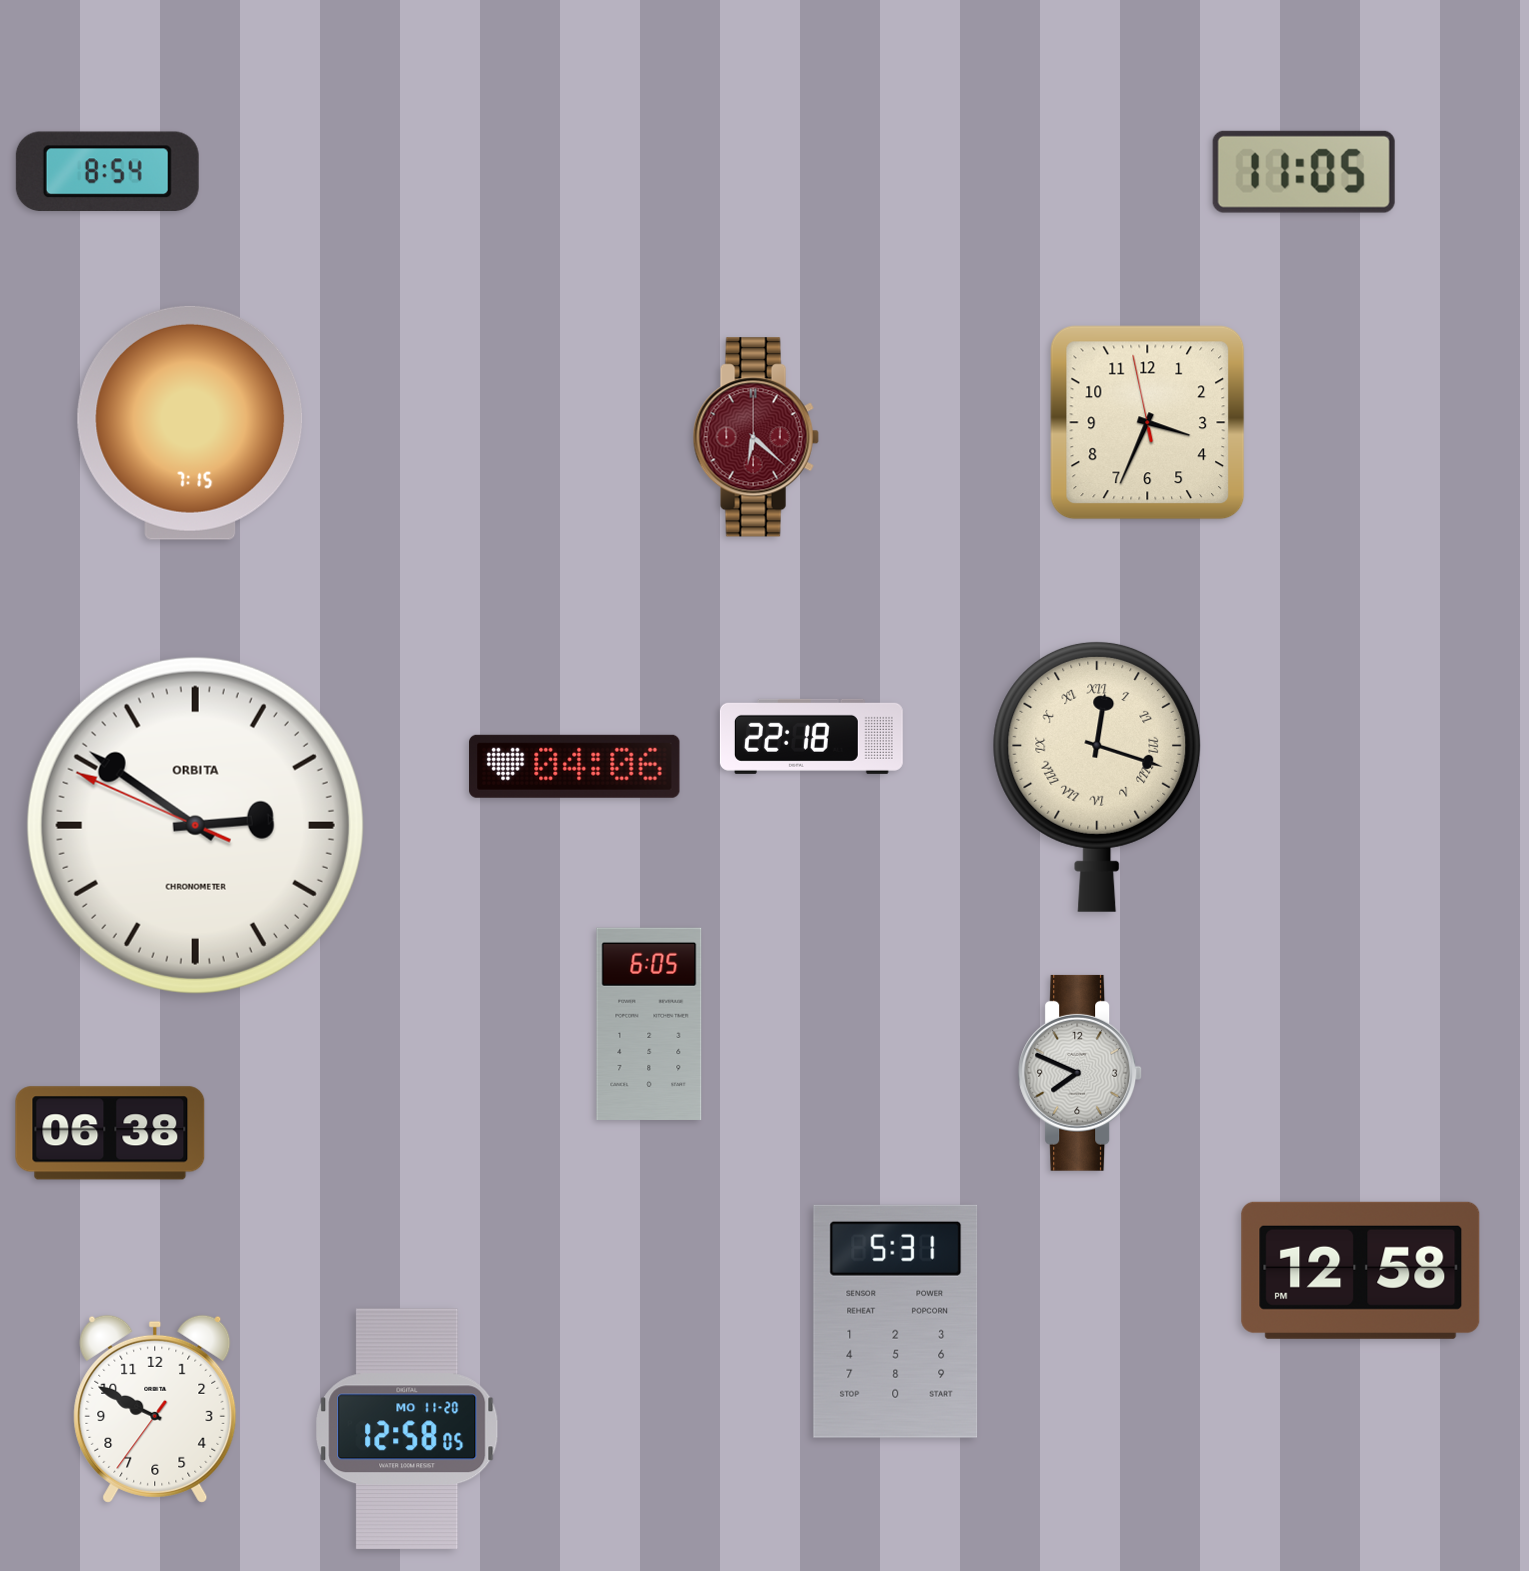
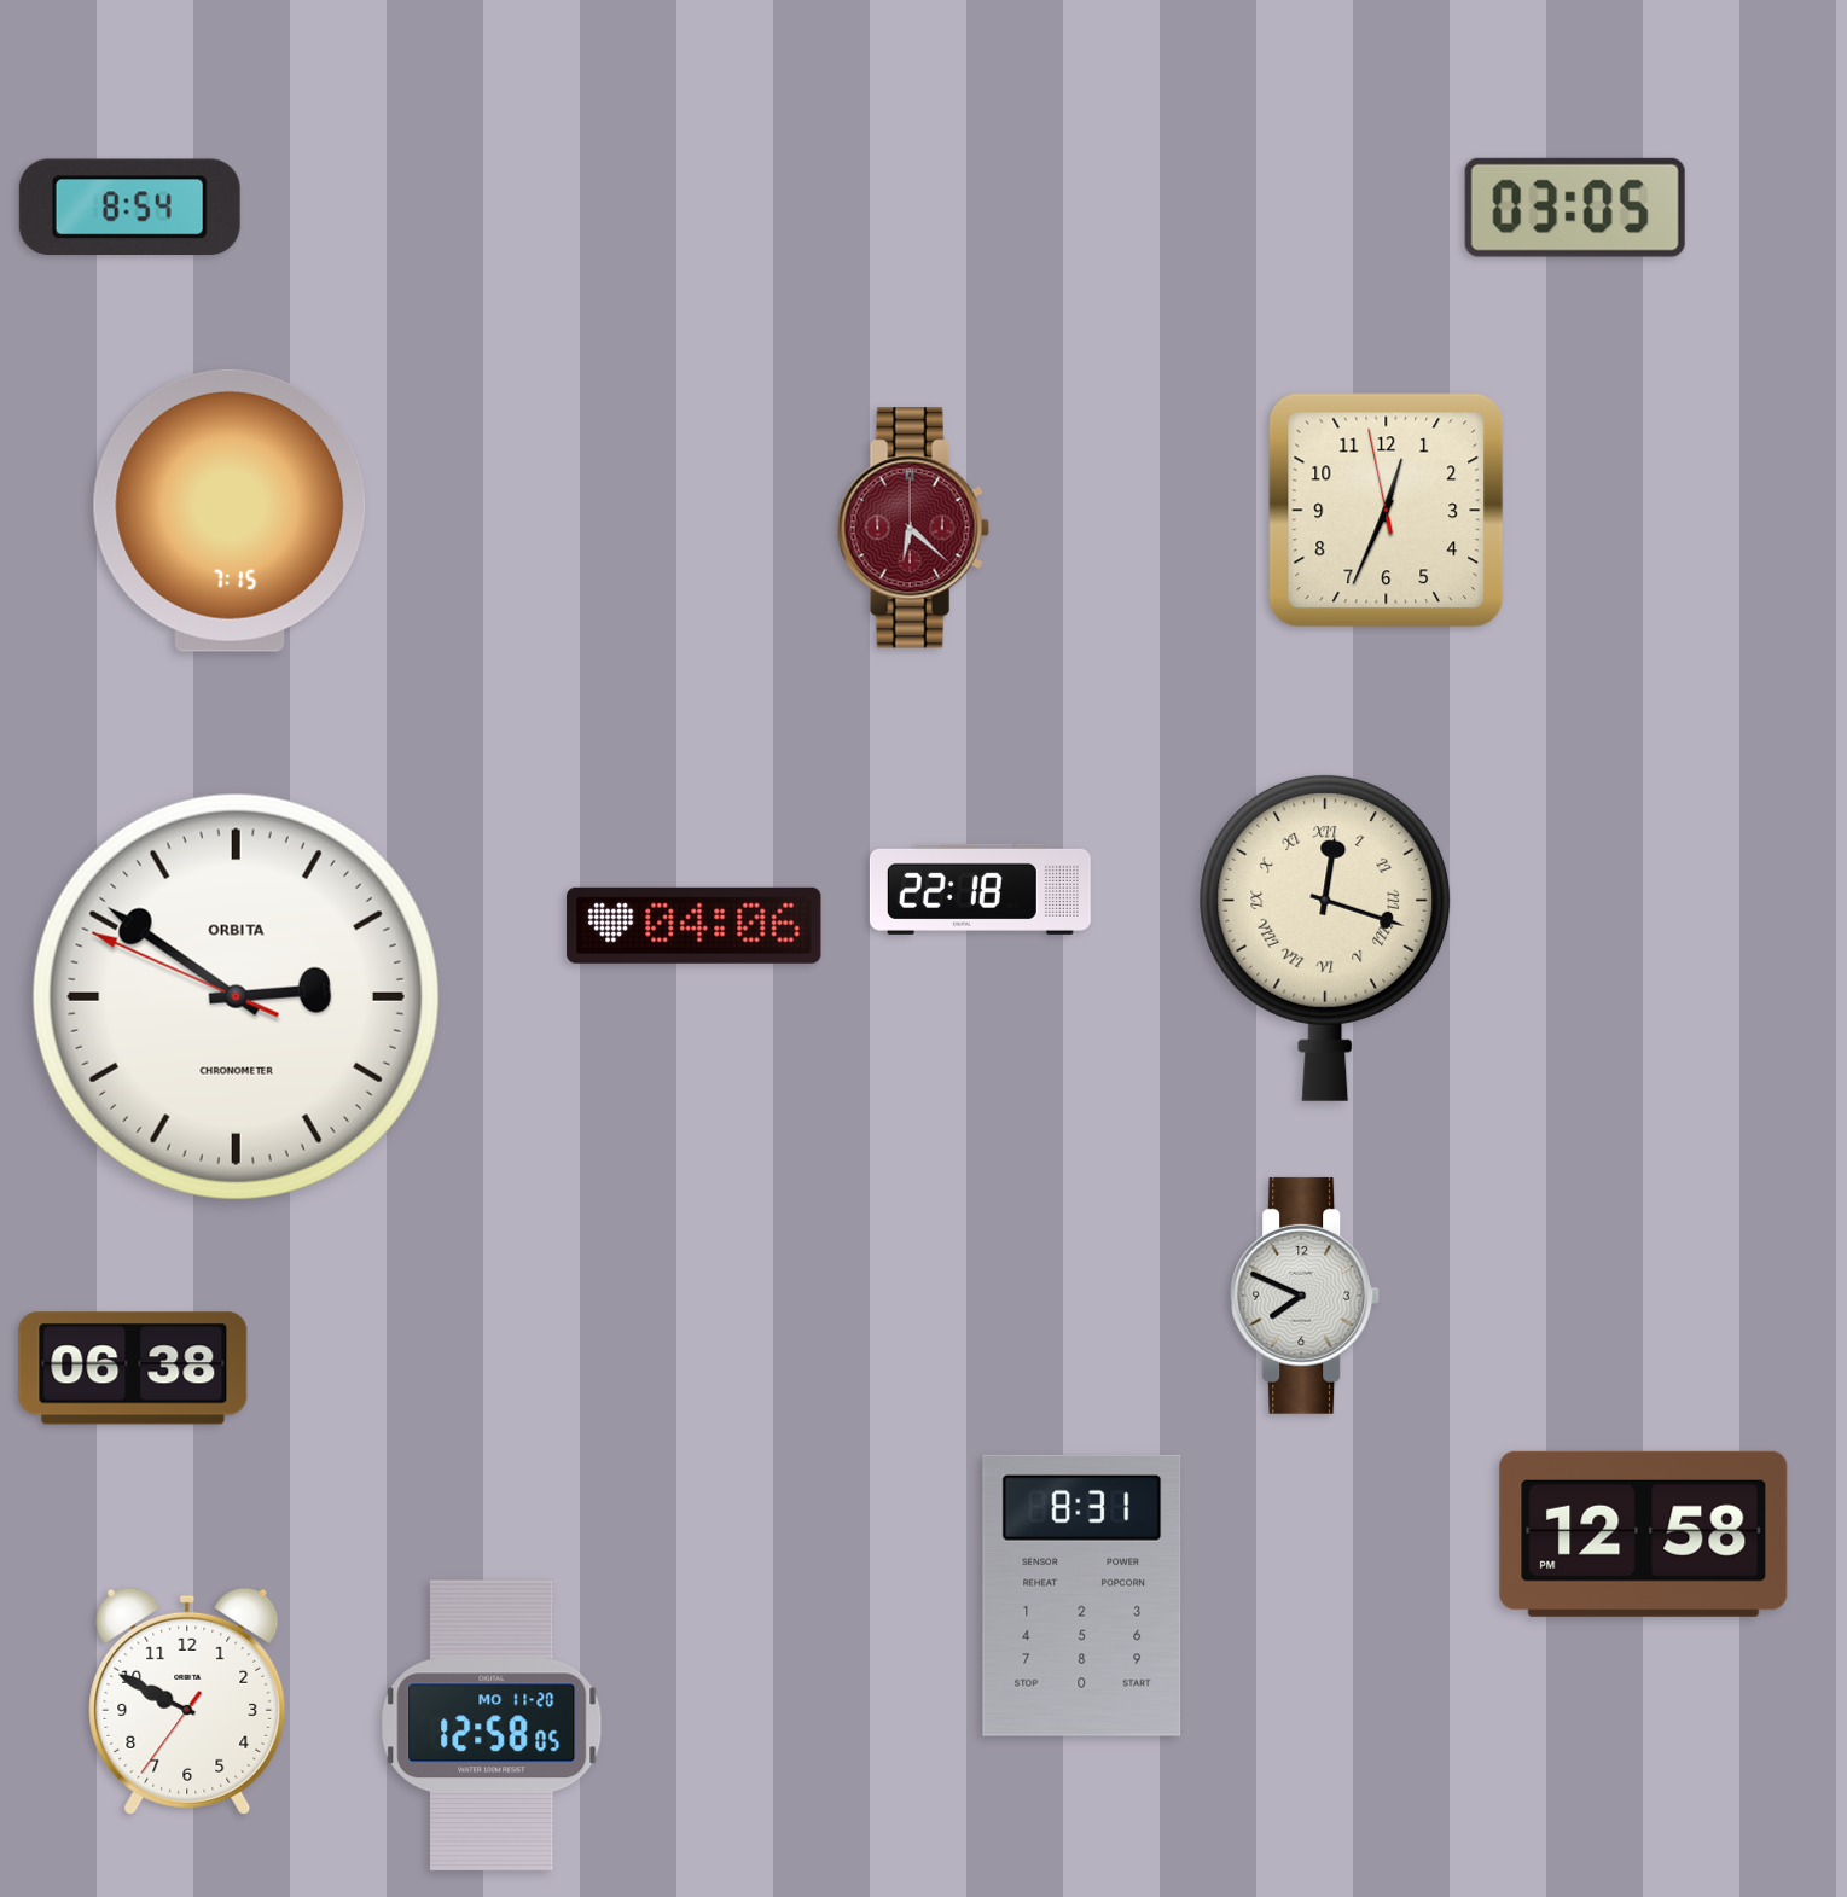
clock at (1304, 172): 11:05 -> 03:05
clock at (1148, 423): 3:33 -> 12:33
clock at (649, 1023): 6:05 -> none
clock at (896, 1321): 5:31 -> 8:31
